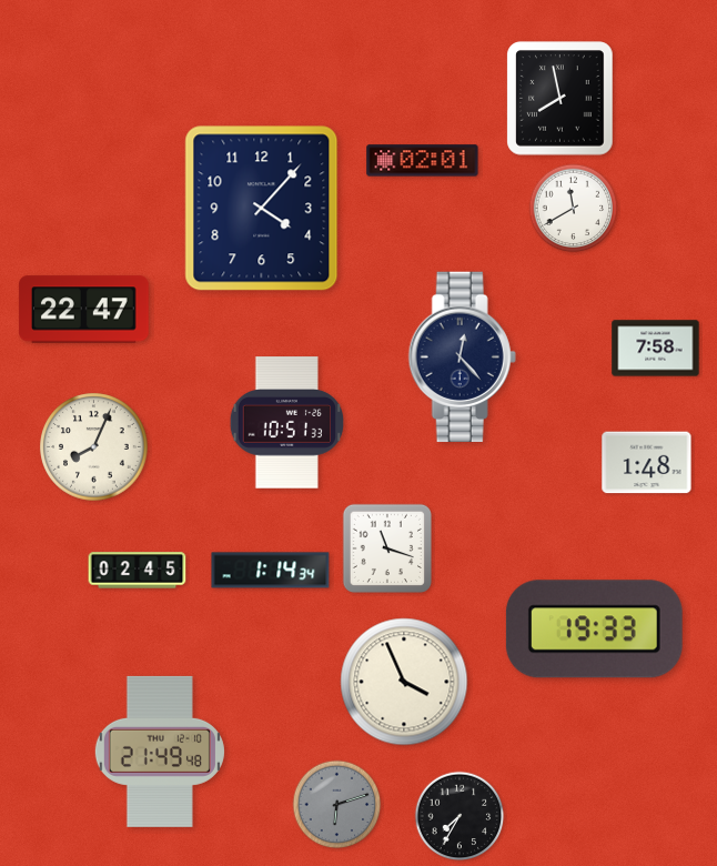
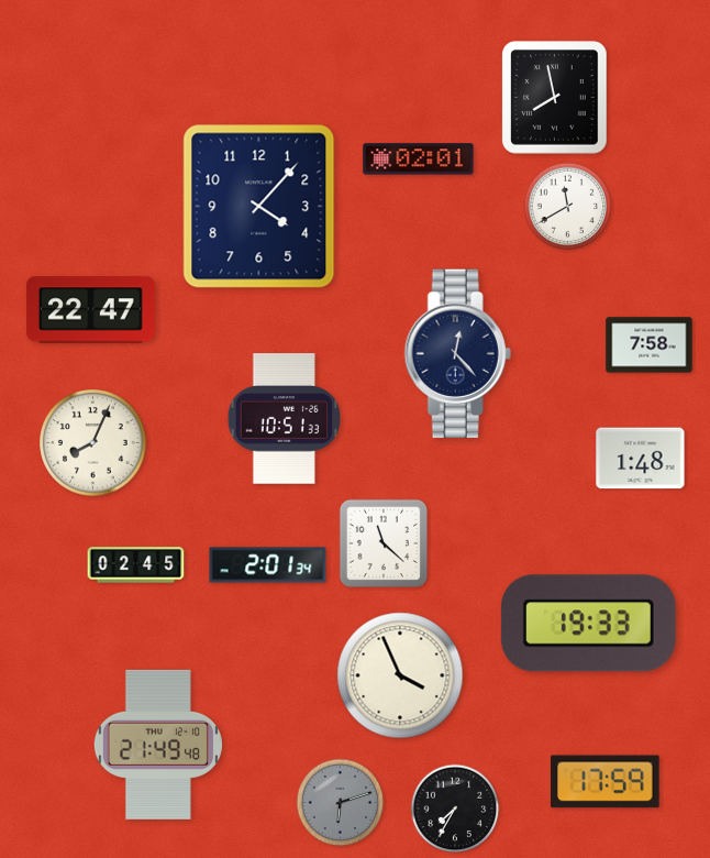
clock at (83, 310) position: (83, 310) -> (90, 310)
clock at (387, 548): 11:18 -> 11:22
clock at (271, 571): 1:14 -> 2:01
clock at (606, 782): none -> 17:59
clock at (337, 805) position: (337, 805) -> (341, 803)
